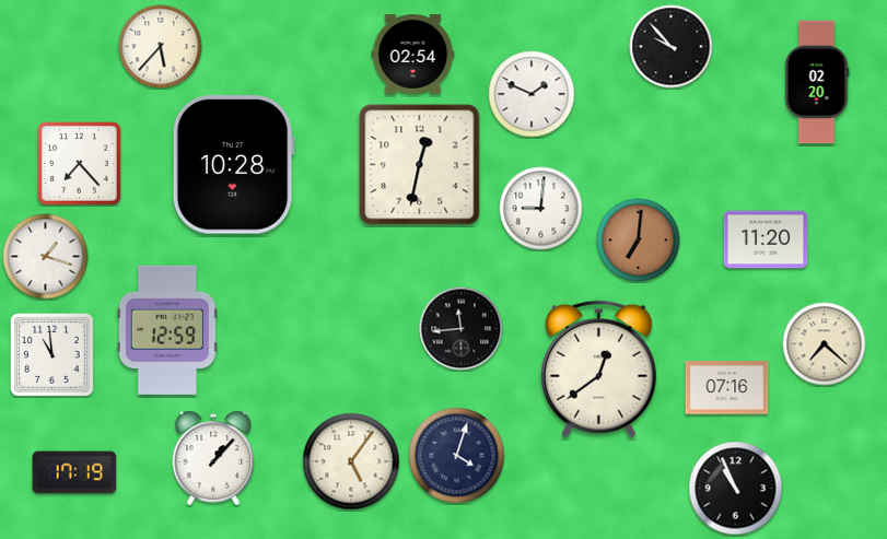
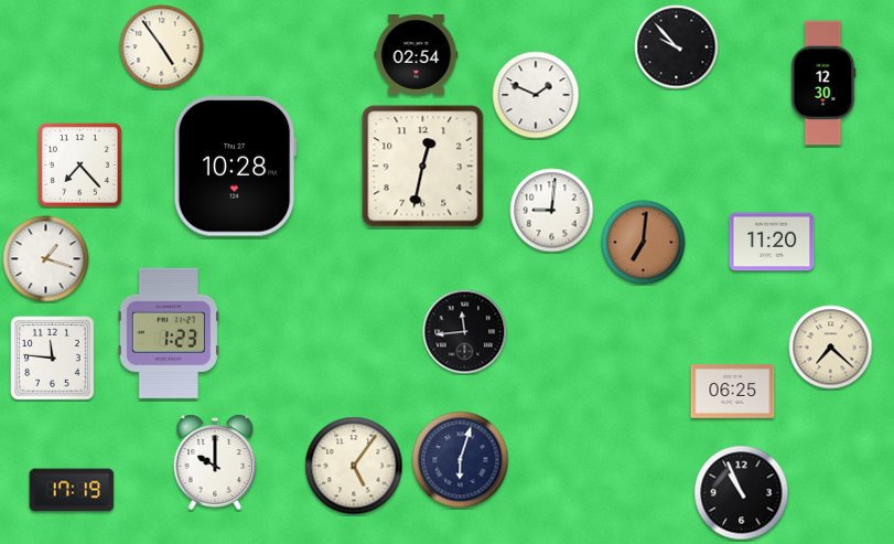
clock at (161, 47): 5:37 -> 4:54
clock at (817, 82): 02:20 -> 12:30
clock at (541, 209) position: (541, 209) -> (552, 211)
clock at (167, 330): 12:59 -> 1:23
clock at (52, 355): 10:59 -> 11:46
clock at (598, 370): 12:39 -> none
clock at (727, 388): 07:16 -> 06:25
clock at (457, 456): 4:03 -> 6:03
clock at (213, 458): 1:07 -> 10:00
clock at (74, 472) position: (74, 472) -> (72, 490)
